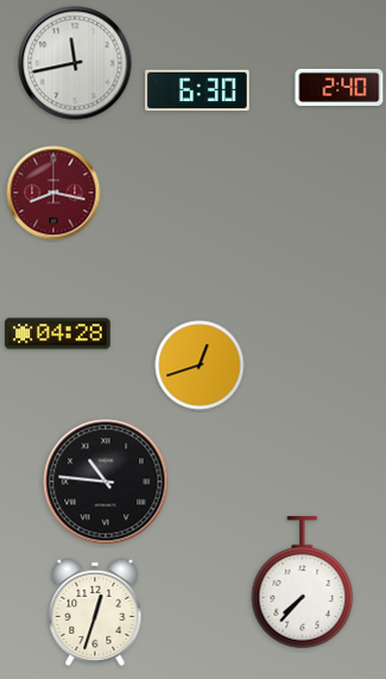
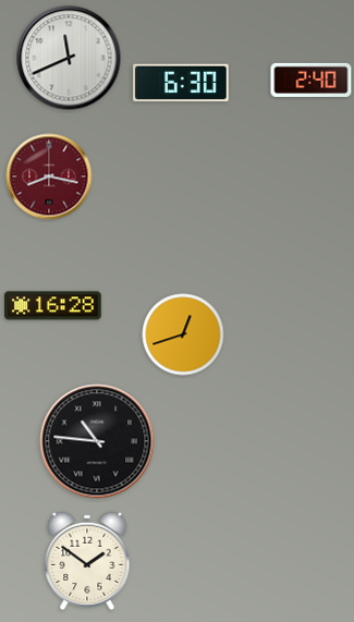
clock at (75, 63): 11:43 -> 11:41
clock at (58, 334): 04:28 -> 16:28
clock at (303, 583): 7:37 -> none
clock at (95, 612): 12:33 -> 1:51
